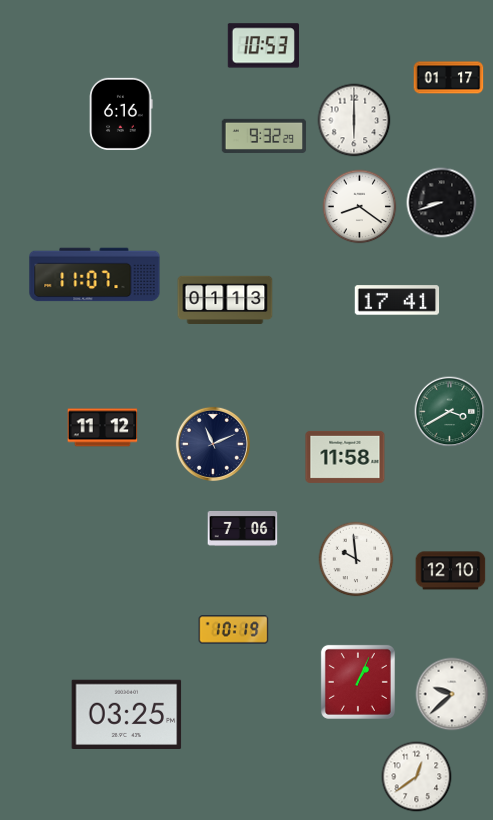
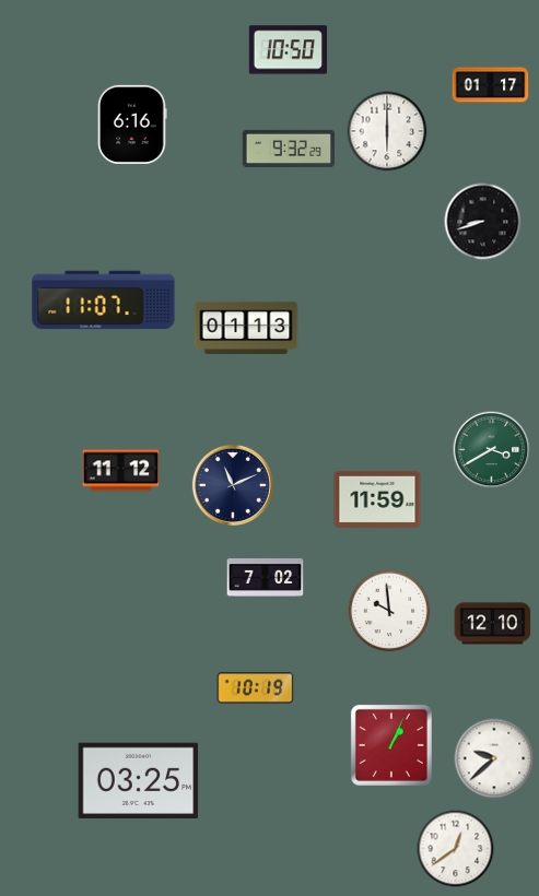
clock at (263, 46): 10:53 -> 10:50
clock at (360, 207): 8:21 -> none
clock at (397, 300): 17:41 -> none
clock at (103, 428) position: (103, 428) -> (121, 471)
clock at (345, 457): 11:58 -> 11:59
clock at (243, 528): 7:06 -> 7:02
